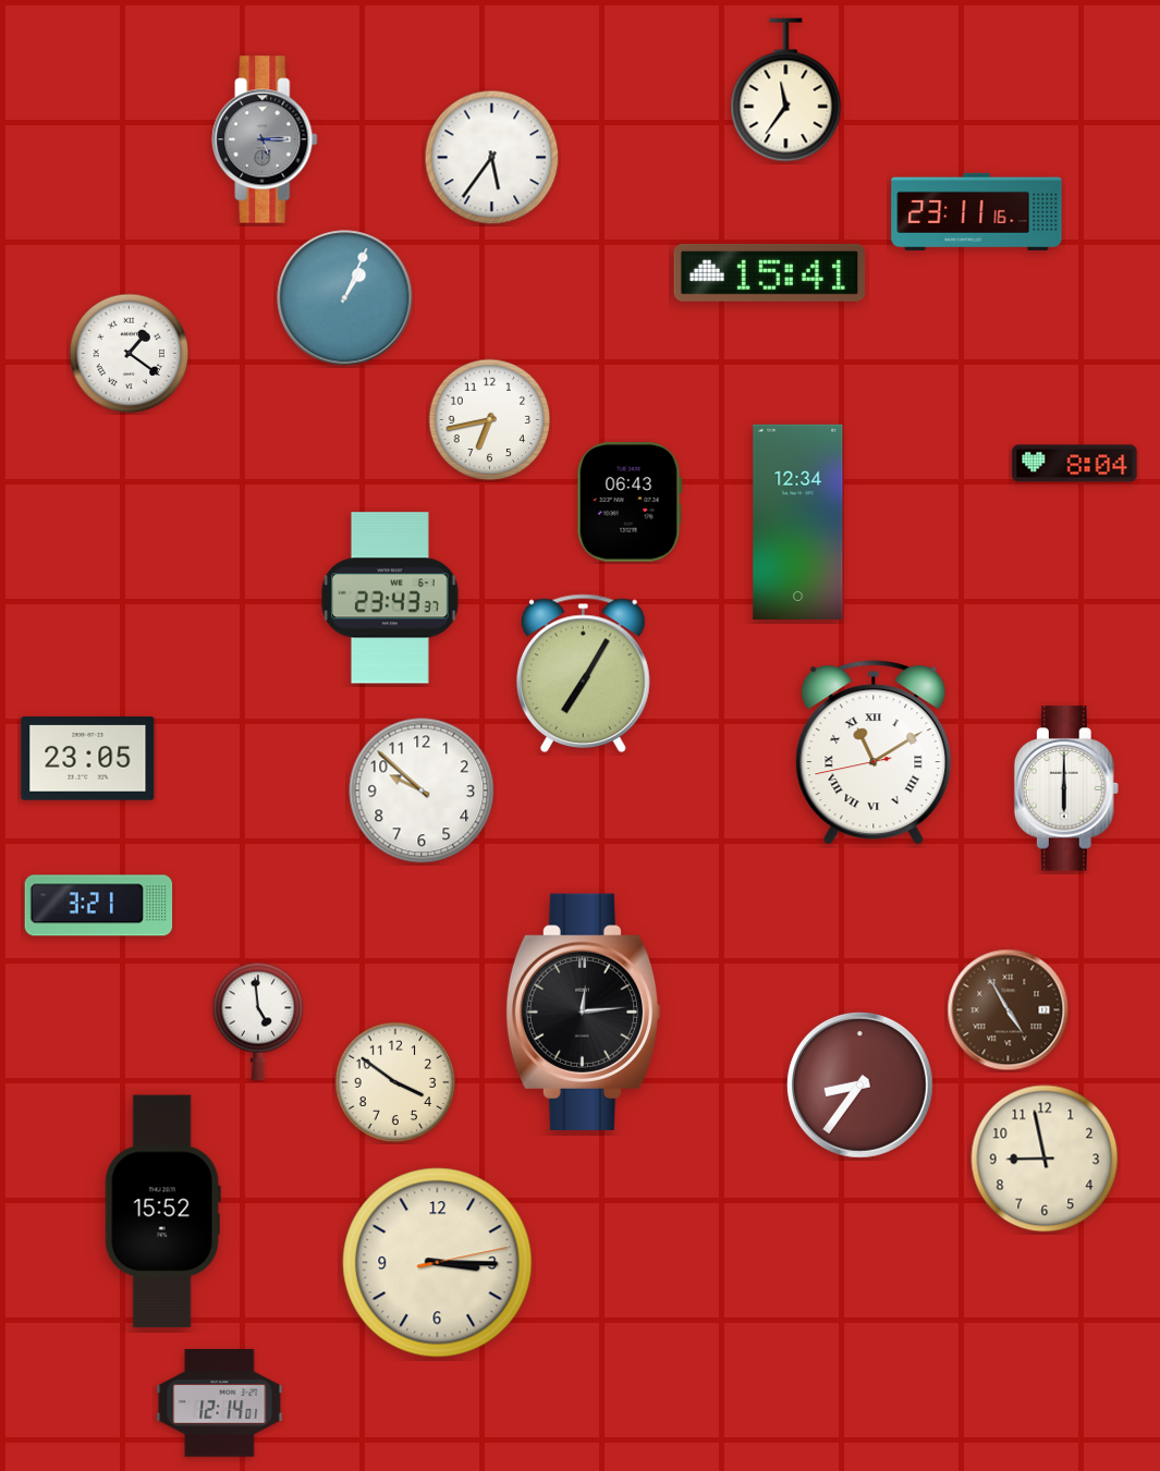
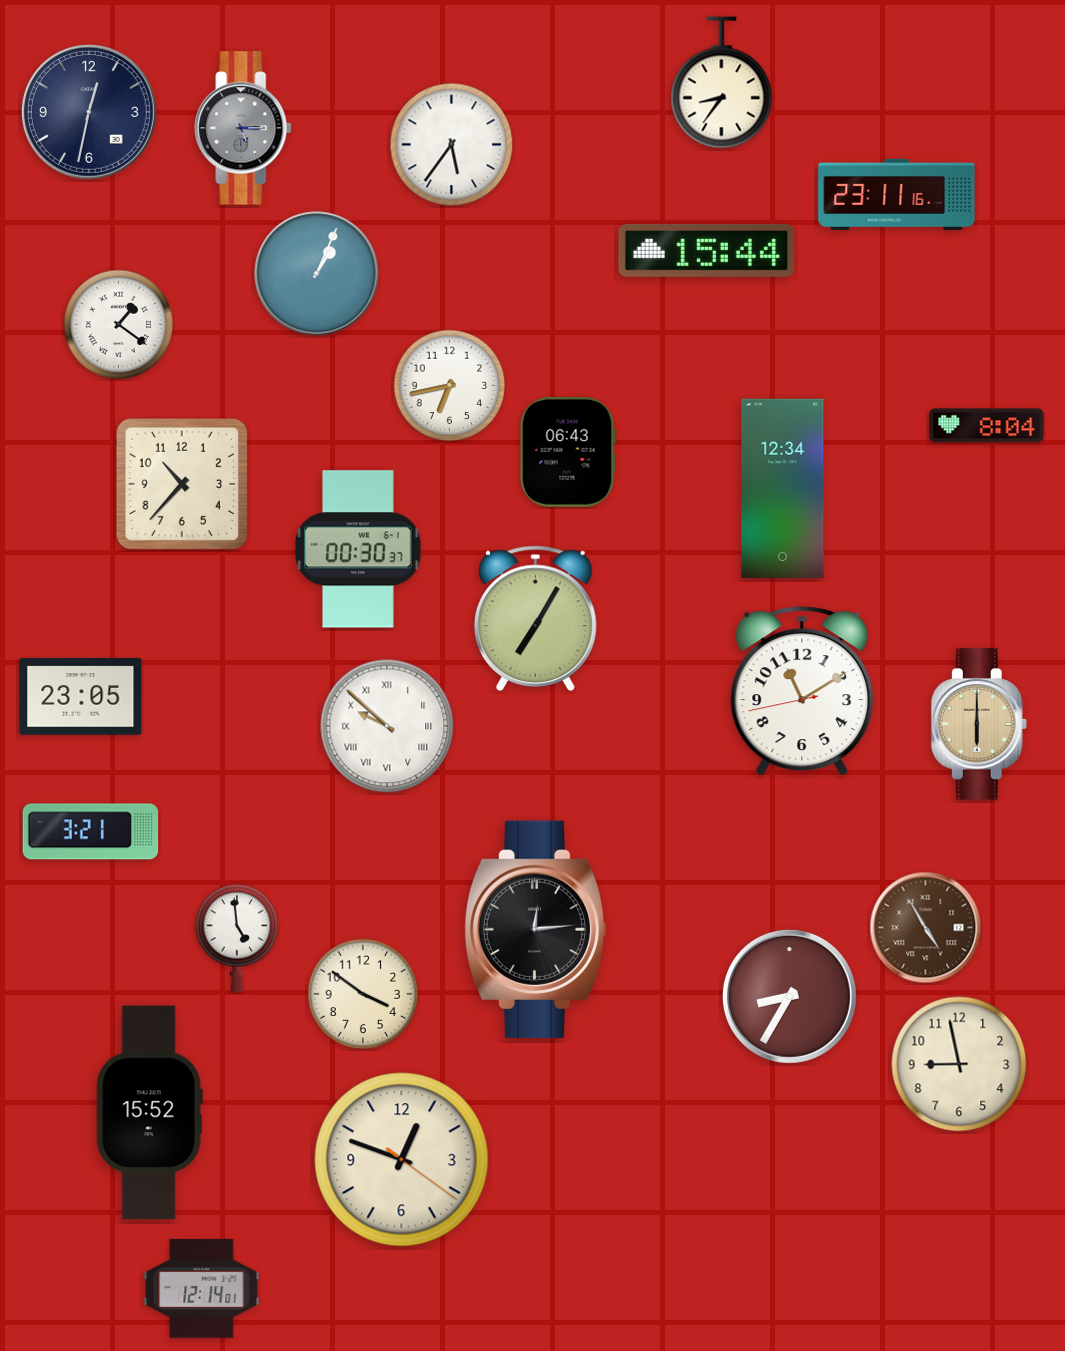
clock at (786, 90): 11:36 -> 8:36
clock at (89, 112): none -> 12:32
clock at (770, 272): 15:41 -> 15:44
clock at (630, 503) position: (630, 503) -> (568, 453)
clock at (798, 522) position: (798, 522) -> (783, 488)
clock at (182, 484): none -> 10:37
clock at (390, 598): 23:43 -> 00:30
clock at (874, 753) numerals: Roman -> Arabic
clock at (1066, 788) dial: white -> champagne
clock at (422, 790) numerals: Arabic -> Roman
clock at (859, 1084): 8:36 -> 8:35
clock at (438, 1263): 3:15 -> 12:48
